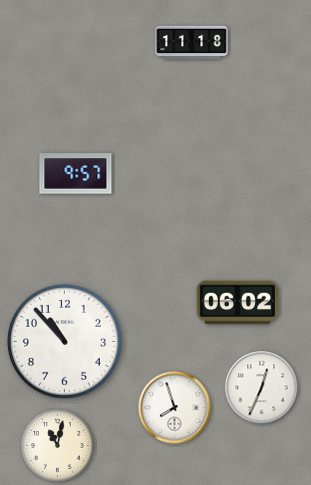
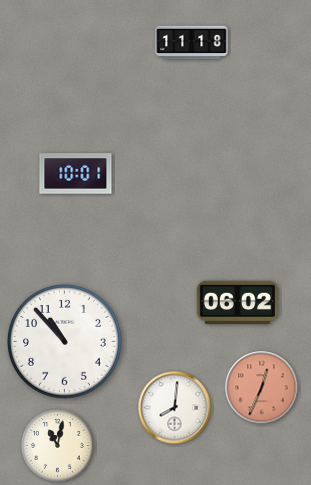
clock at (76, 174): 9:57 -> 10:01
clock at (262, 388) dial: white -> salmon
clock at (175, 408): 7:57 -> 8:01
